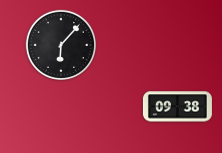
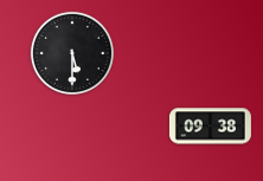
clock at (60, 44): 6:07 -> 5:30
